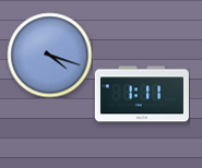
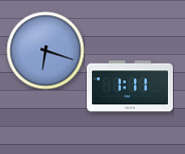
clock at (49, 55): 4:18 -> 6:18
